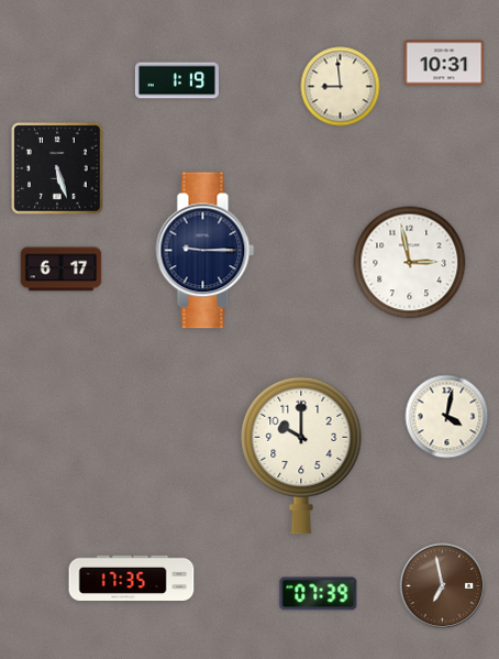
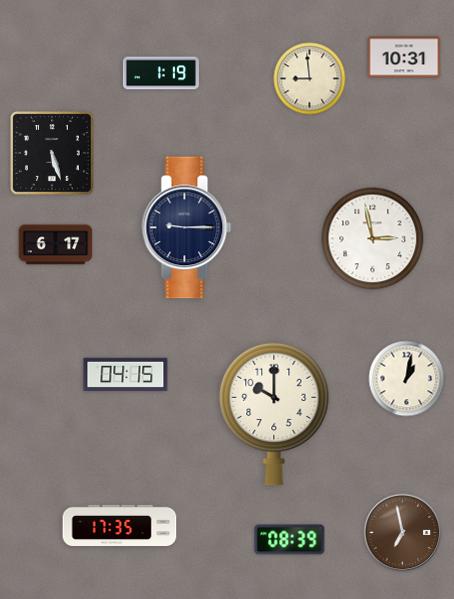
clock at (126, 375): none -> 04:15
clock at (447, 417): 4:02 -> 1:02
clock at (319, 594): 07:39 -> 08:39
